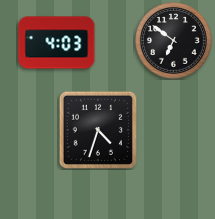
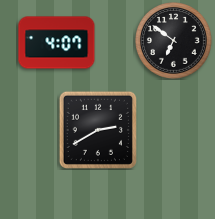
clock at (57, 43): 4:03 -> 4:07
clock at (98, 130): 4:33 -> 2:40
